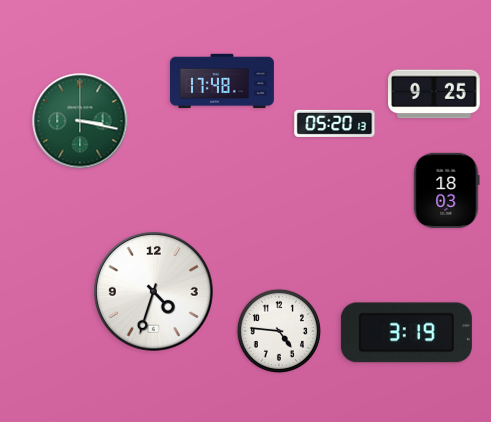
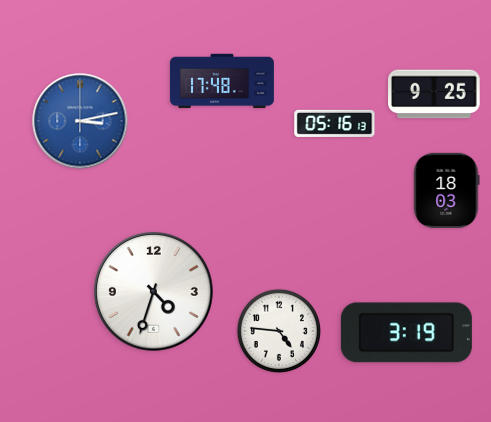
clock at (80, 121): 3:17 -> 3:13
clock at (80, 121) dial: green -> blue
clock at (335, 123): 05:20 -> 05:16
